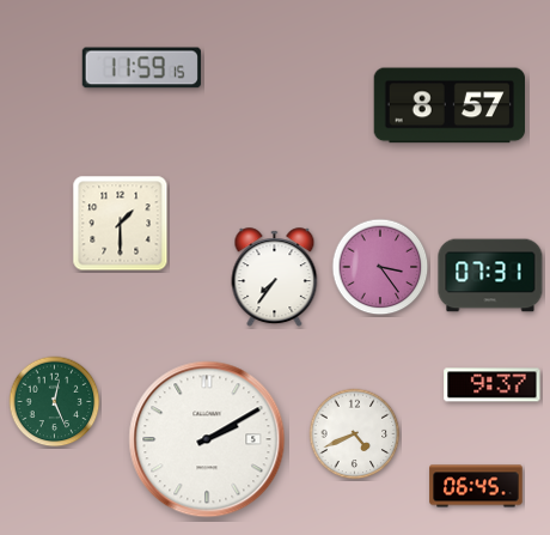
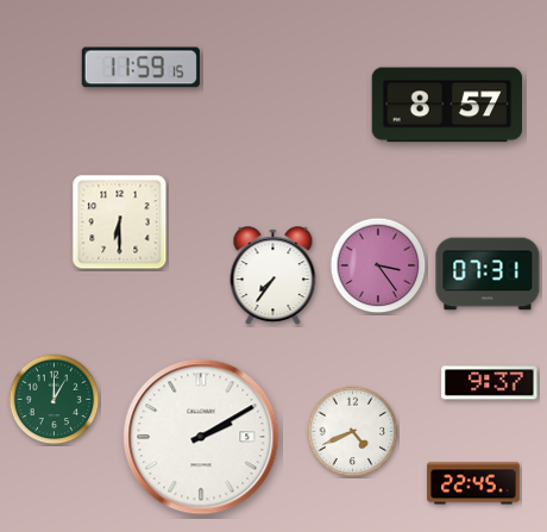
clock at (121, 224): 1:30 -> 6:30
clock at (55, 402): 12:26 -> 1:00
clock at (207, 439) position: (207, 439) -> (201, 437)
clock at (476, 486): 06:45 -> 22:45
